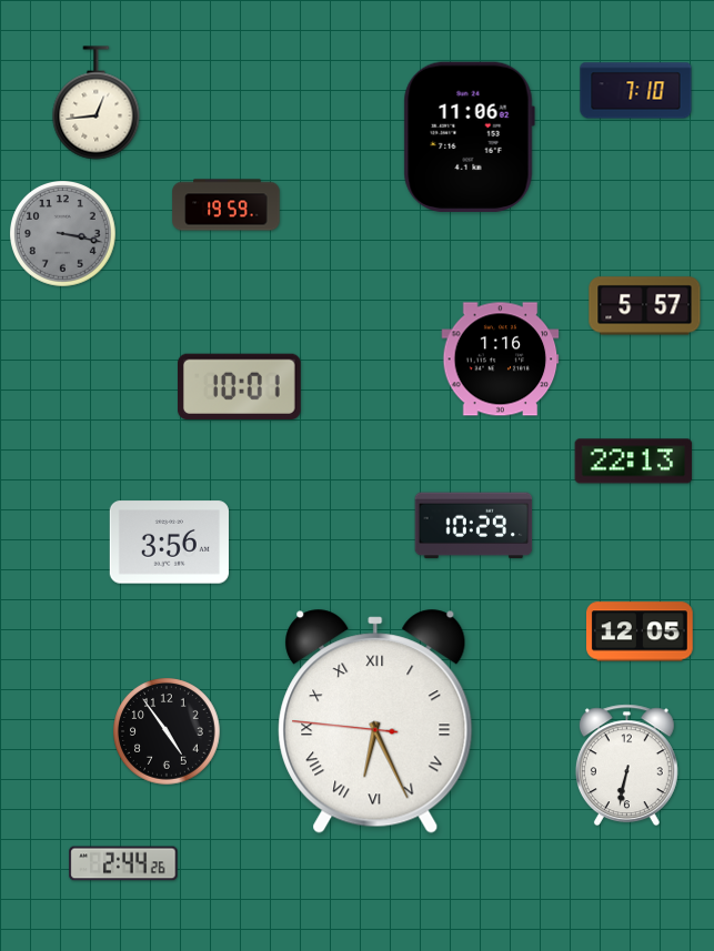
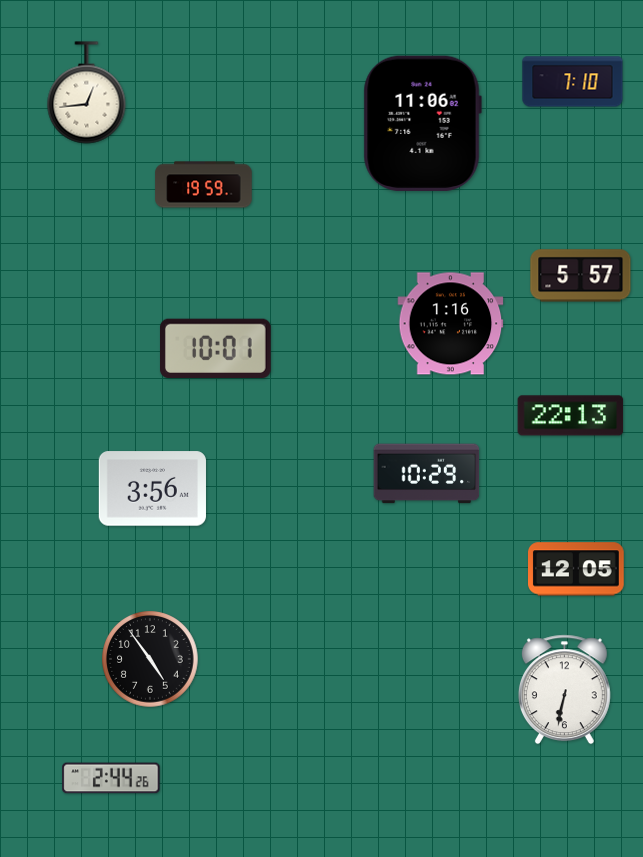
clock at (63, 234): 3:17 -> none
clock at (375, 721): 6:25 -> none
